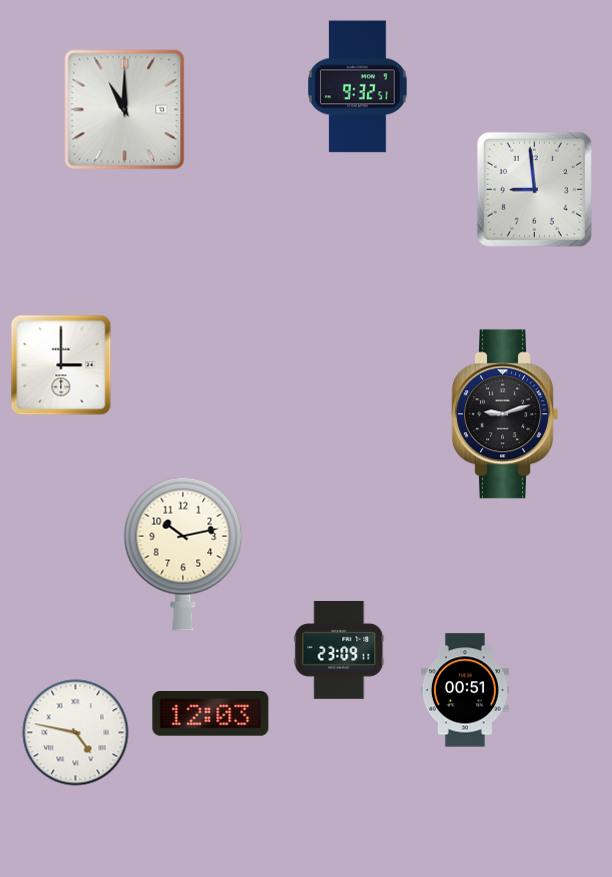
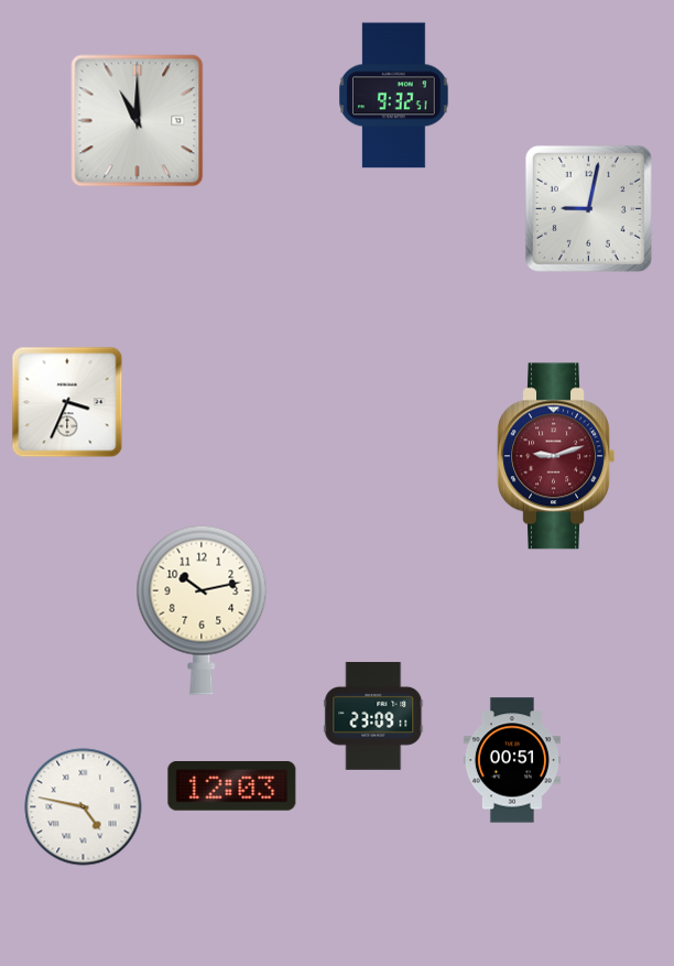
clock at (534, 189): 8:59 -> 9:02
clock at (61, 365): 3:00 -> 3:34
clock at (505, 414) dial: black -> burgundy
